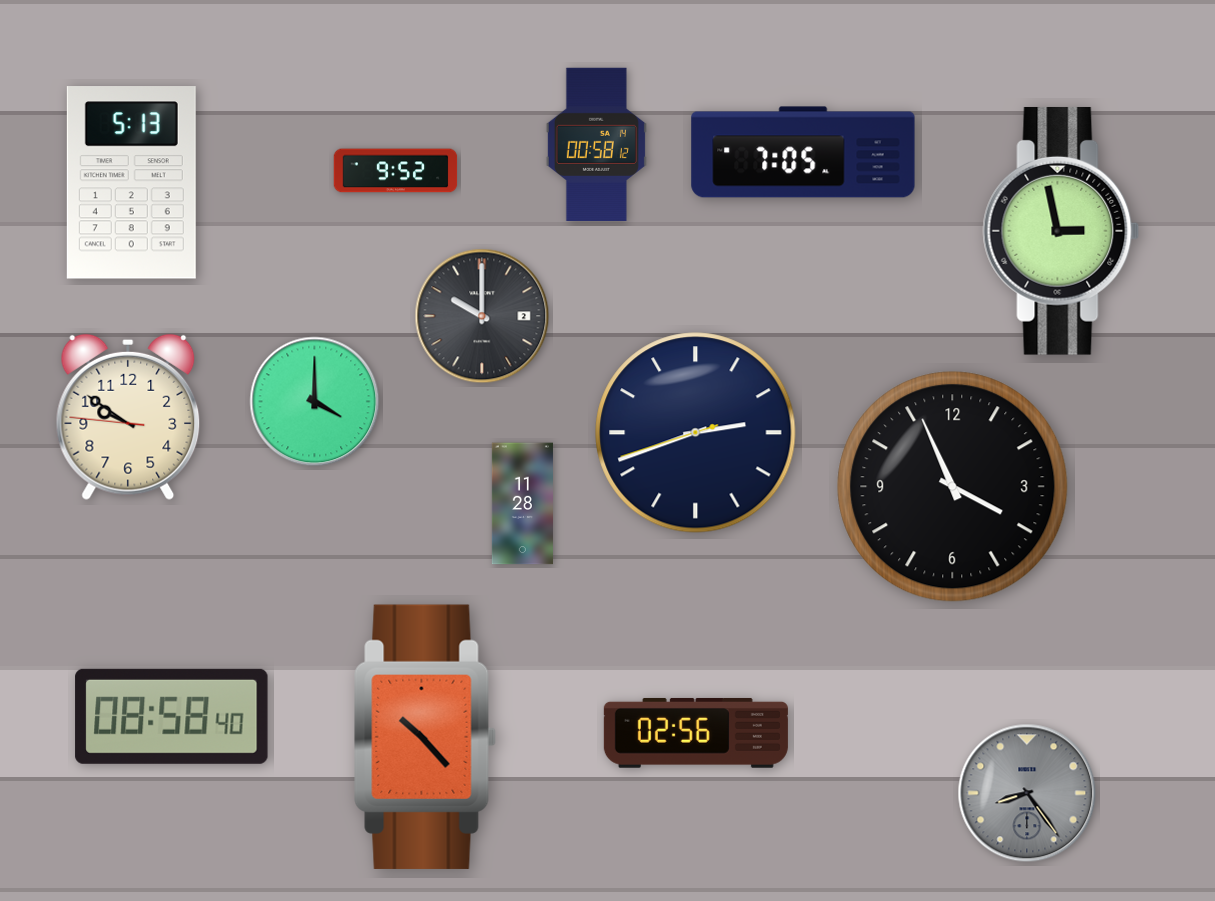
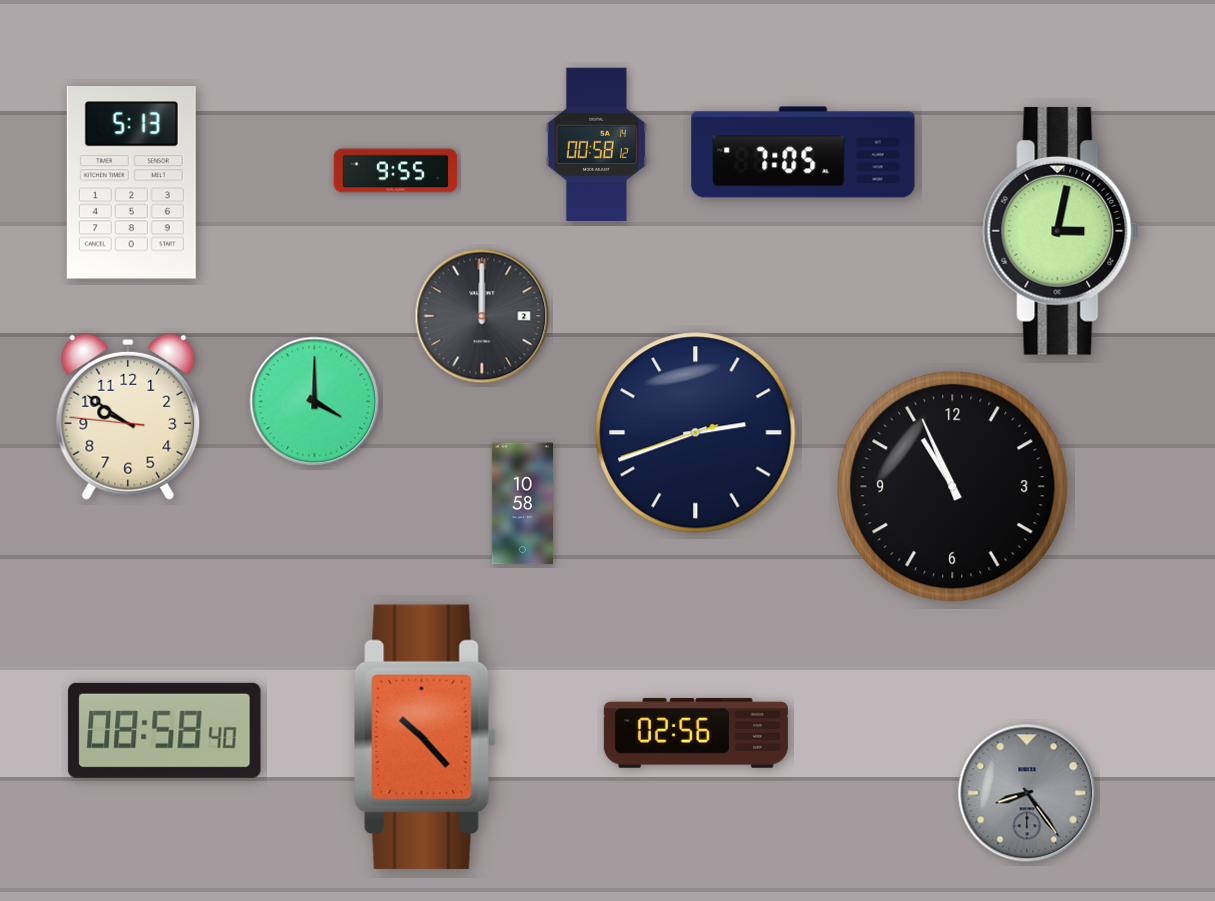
clock at (396, 171): 9:52 -> 9:55
clock at (1061, 231): 2:58 -> 3:02
clock at (482, 316): 10:00 -> 12:00
clock at (953, 487): 3:56 -> 10:56
clock at (522, 504): 11:28 -> 10:58
clock at (172, 716) position: (172, 716) -> (165, 730)
